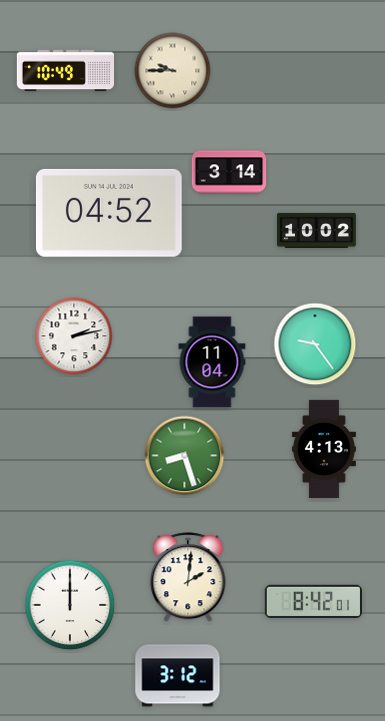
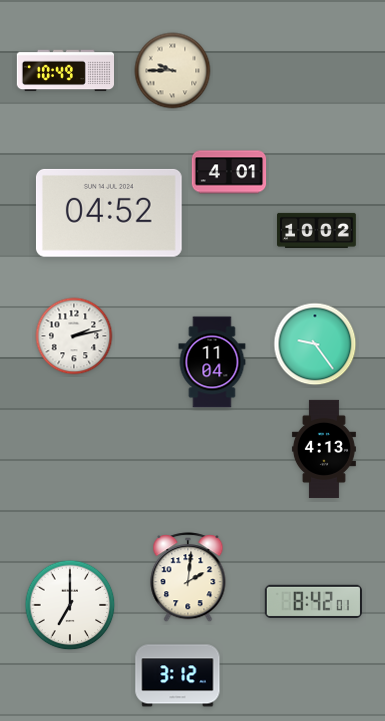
clock at (229, 172): 3:14 -> 4:01
clock at (185, 456): 8:27 -> none
clock at (70, 605): 12:00 -> 7:00
